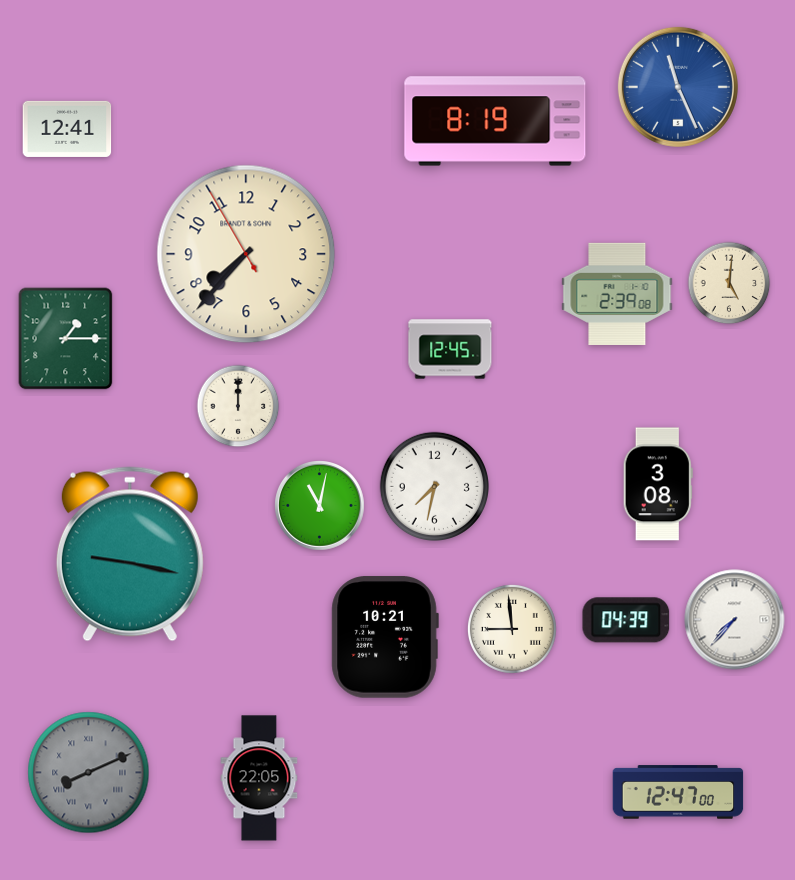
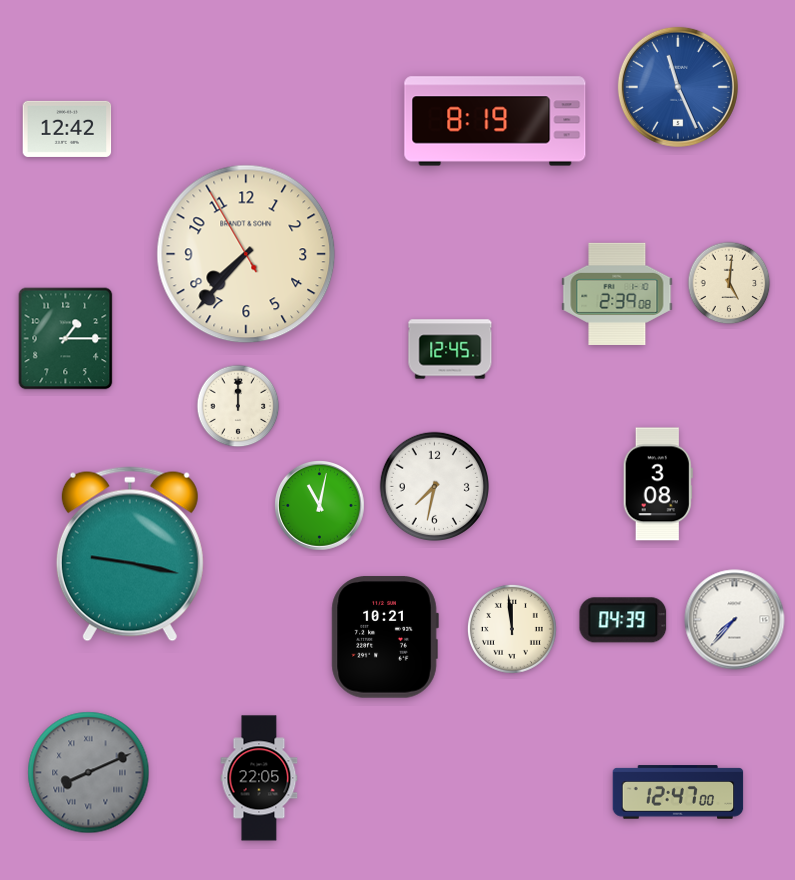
clock at (67, 129): 12:41 -> 12:42
clock at (626, 620) position: (626, 620) -> (623, 620)
clock at (512, 629): 8:59 -> 11:59
